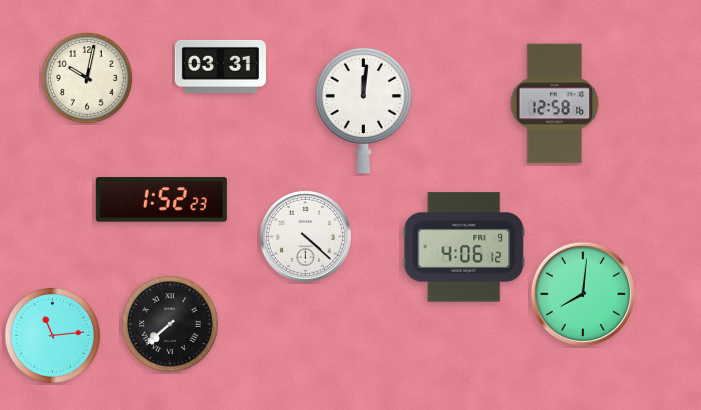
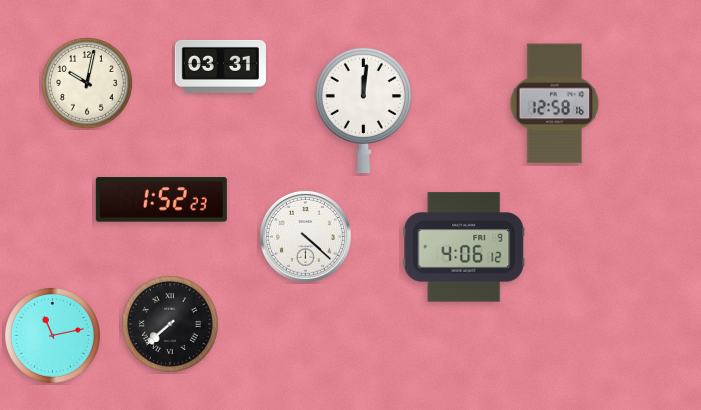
clock at (88, 79) position: (88, 79) -> (88, 84)
clock at (582, 293): 8:01 -> none
clock at (52, 335): 11:14 -> 11:13
